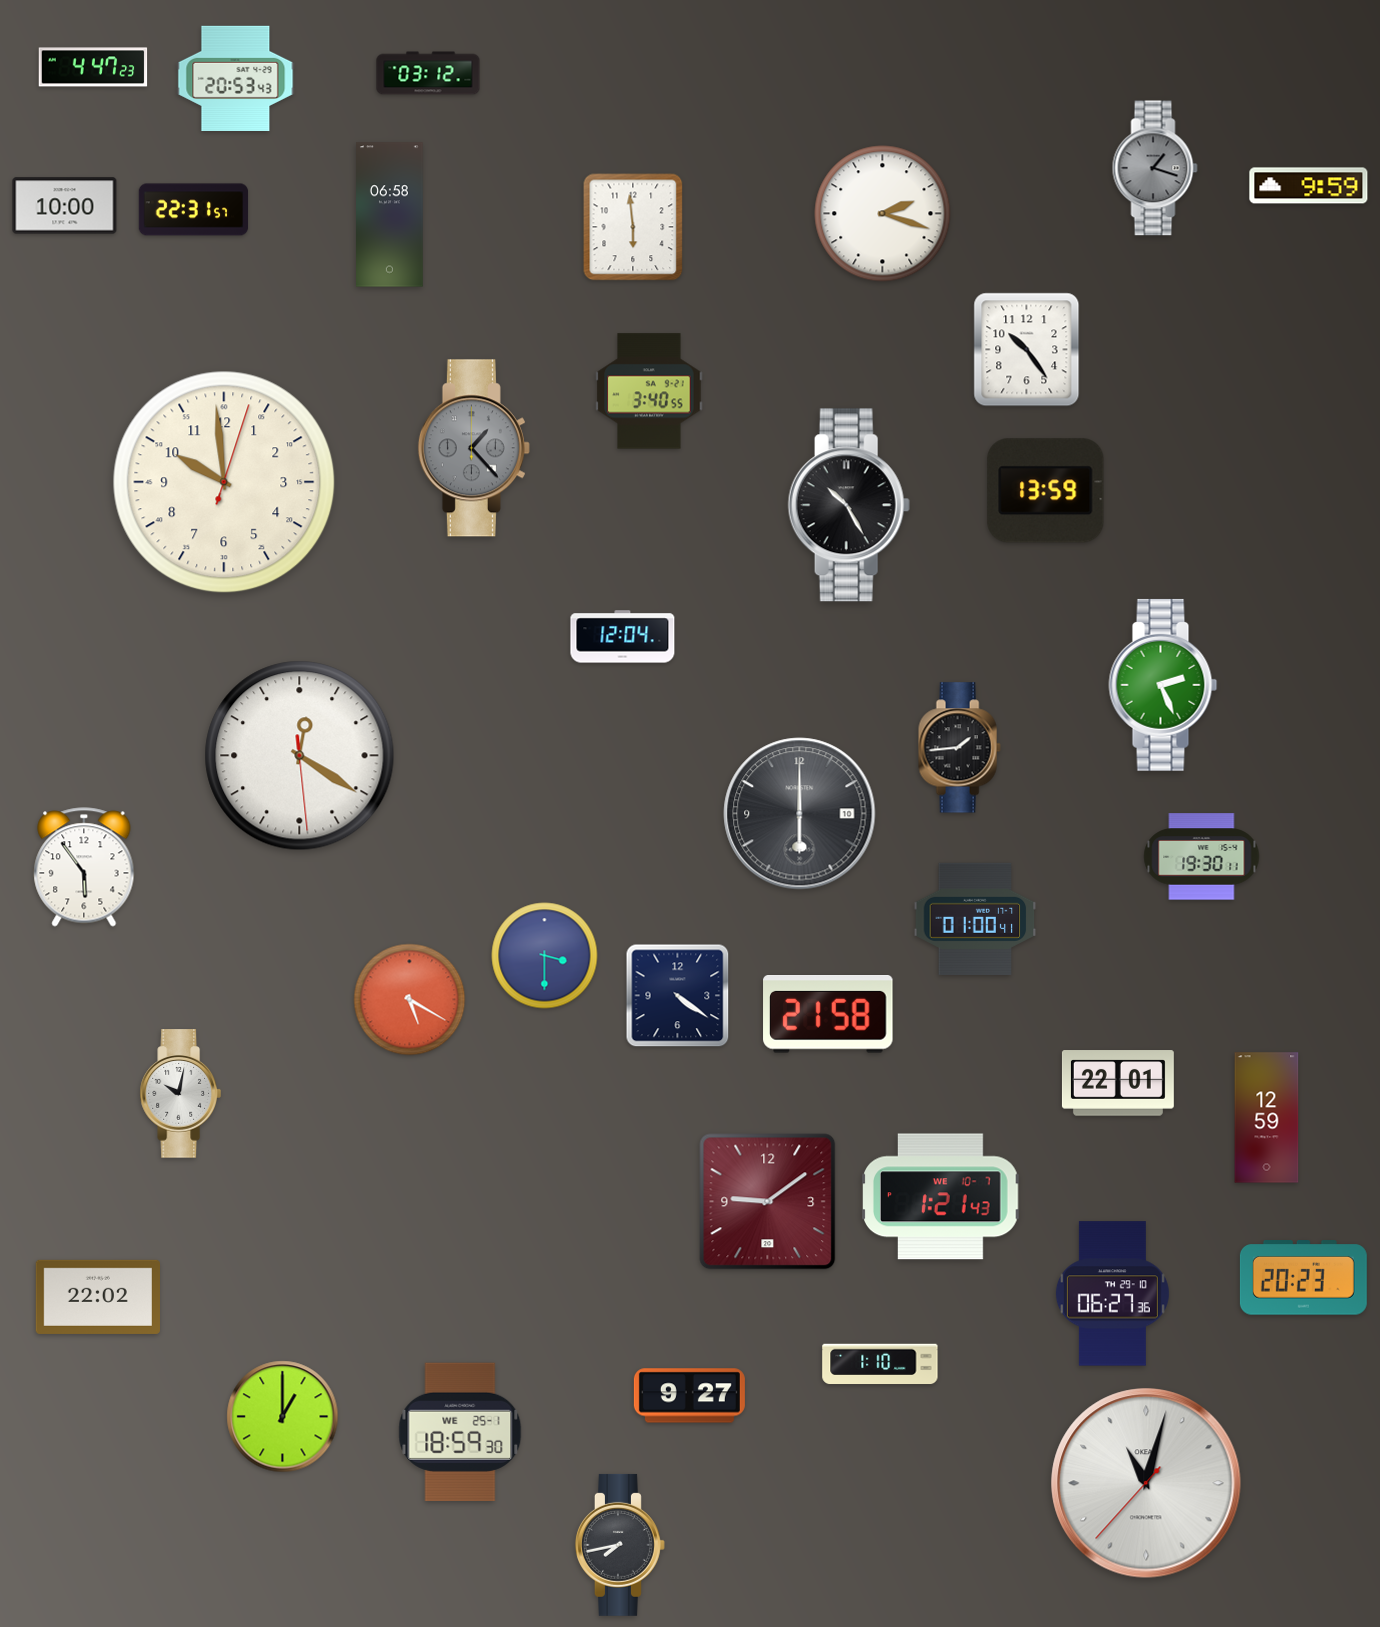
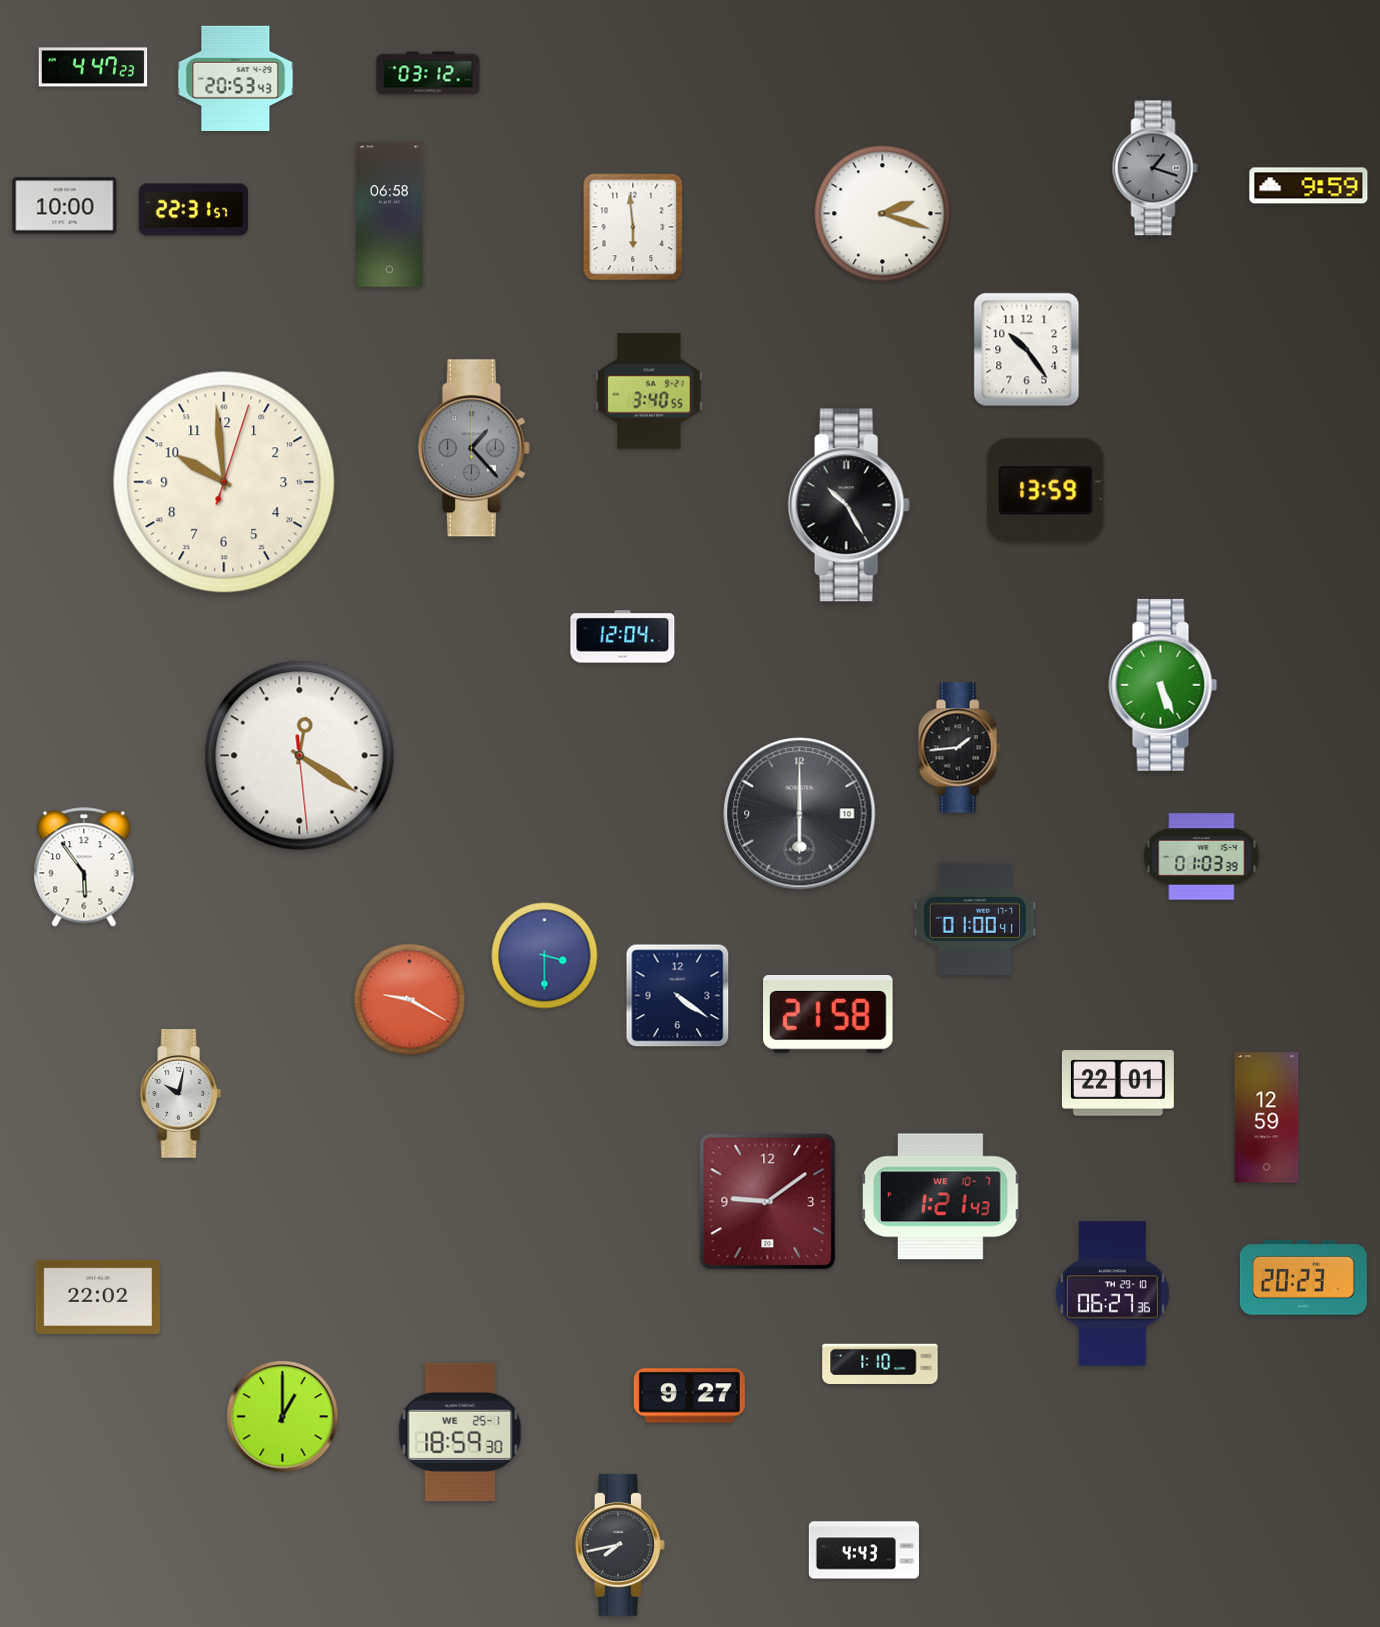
clock at (1163, 685): 2:26 -> 5:26
clock at (1202, 857): 19:30 -> 01:03
clock at (410, 1000): 5:20 -> 9:20
clock at (1146, 1483): 11:02 -> none
clock at (864, 1550): none -> 4:43
